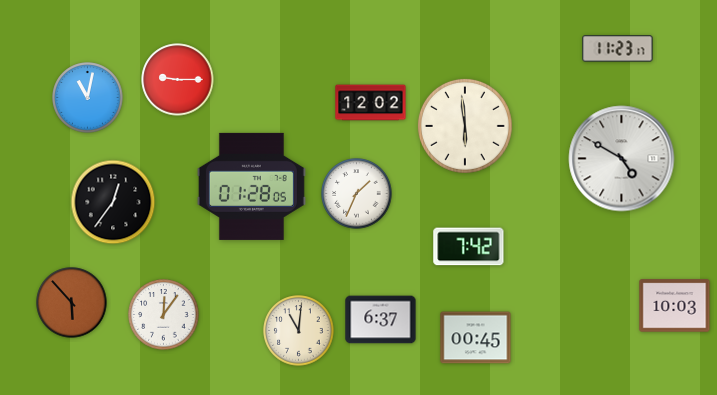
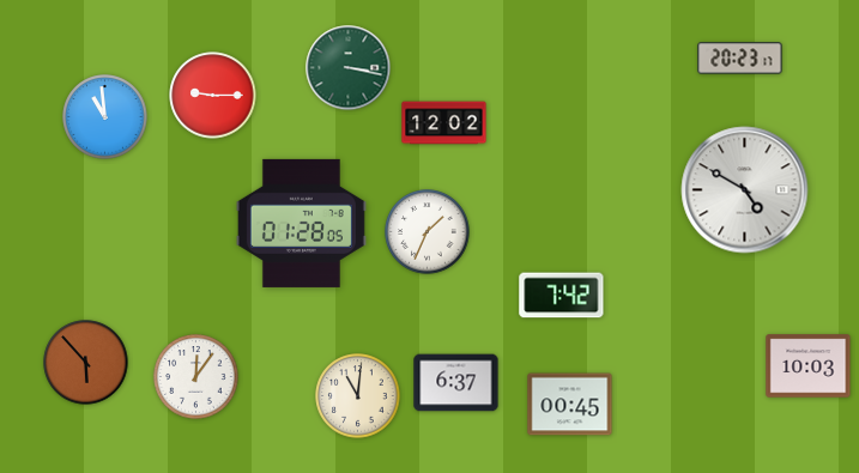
clock at (618, 49): 11:23 -> 20:23
clock at (349, 68): none -> 3:17
clock at (88, 98): 11:02 -> 10:59
clock at (465, 126): 5:59 -> none
clock at (113, 202): 12:36 -> none
